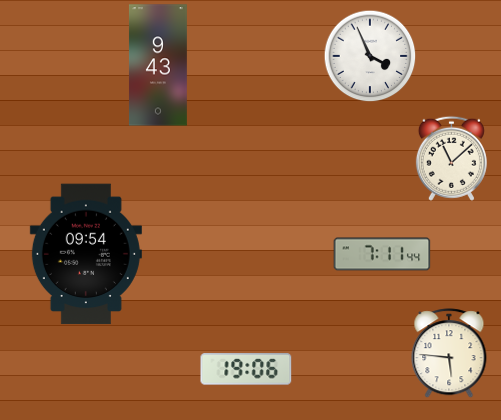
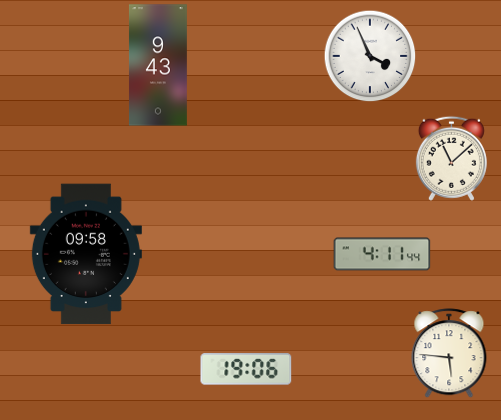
clock at (86, 254): 09:54 -> 09:58
clock at (382, 254): 7:11 -> 4:11
